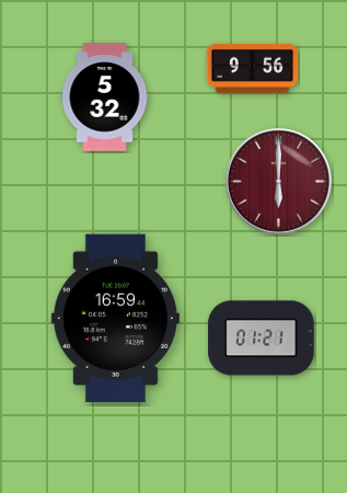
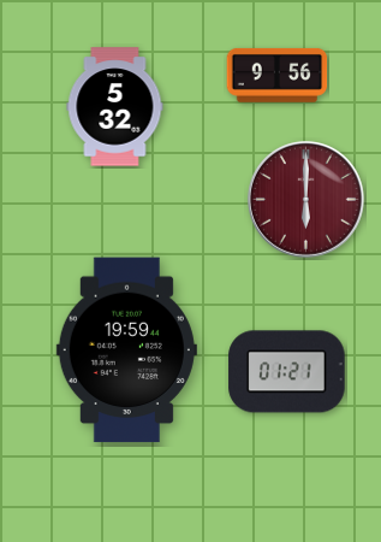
clock at (115, 319): 16:59 -> 19:59
